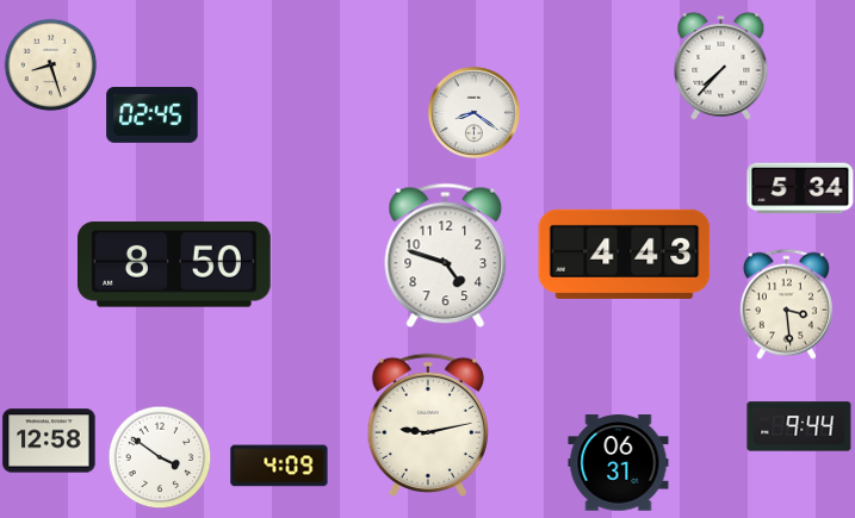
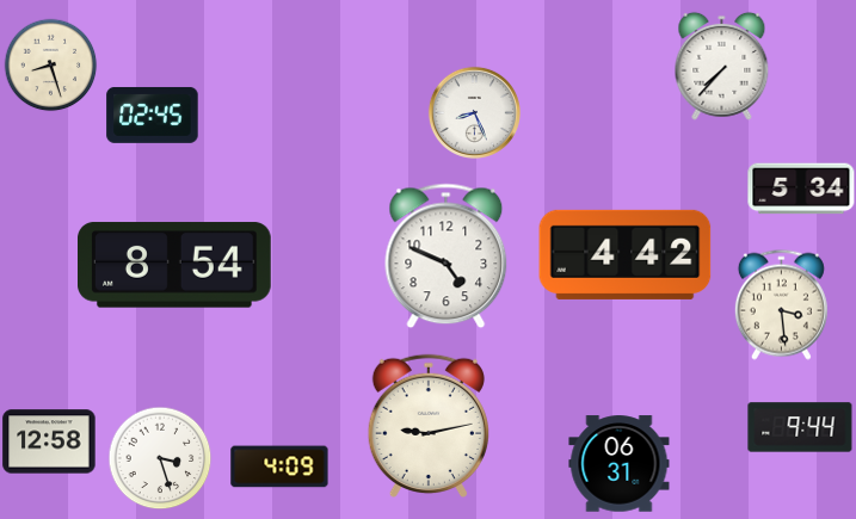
clock at (473, 112): 8:21 -> 8:26
clock at (625, 254): 4:43 -> 4:42
clock at (446, 256): 4:48 -> 4:49
clock at (175, 264): 8:50 -> 8:54
clock at (786, 304) position: (786, 304) -> (781, 304)
clock at (160, 457): 3:51 -> 3:27
